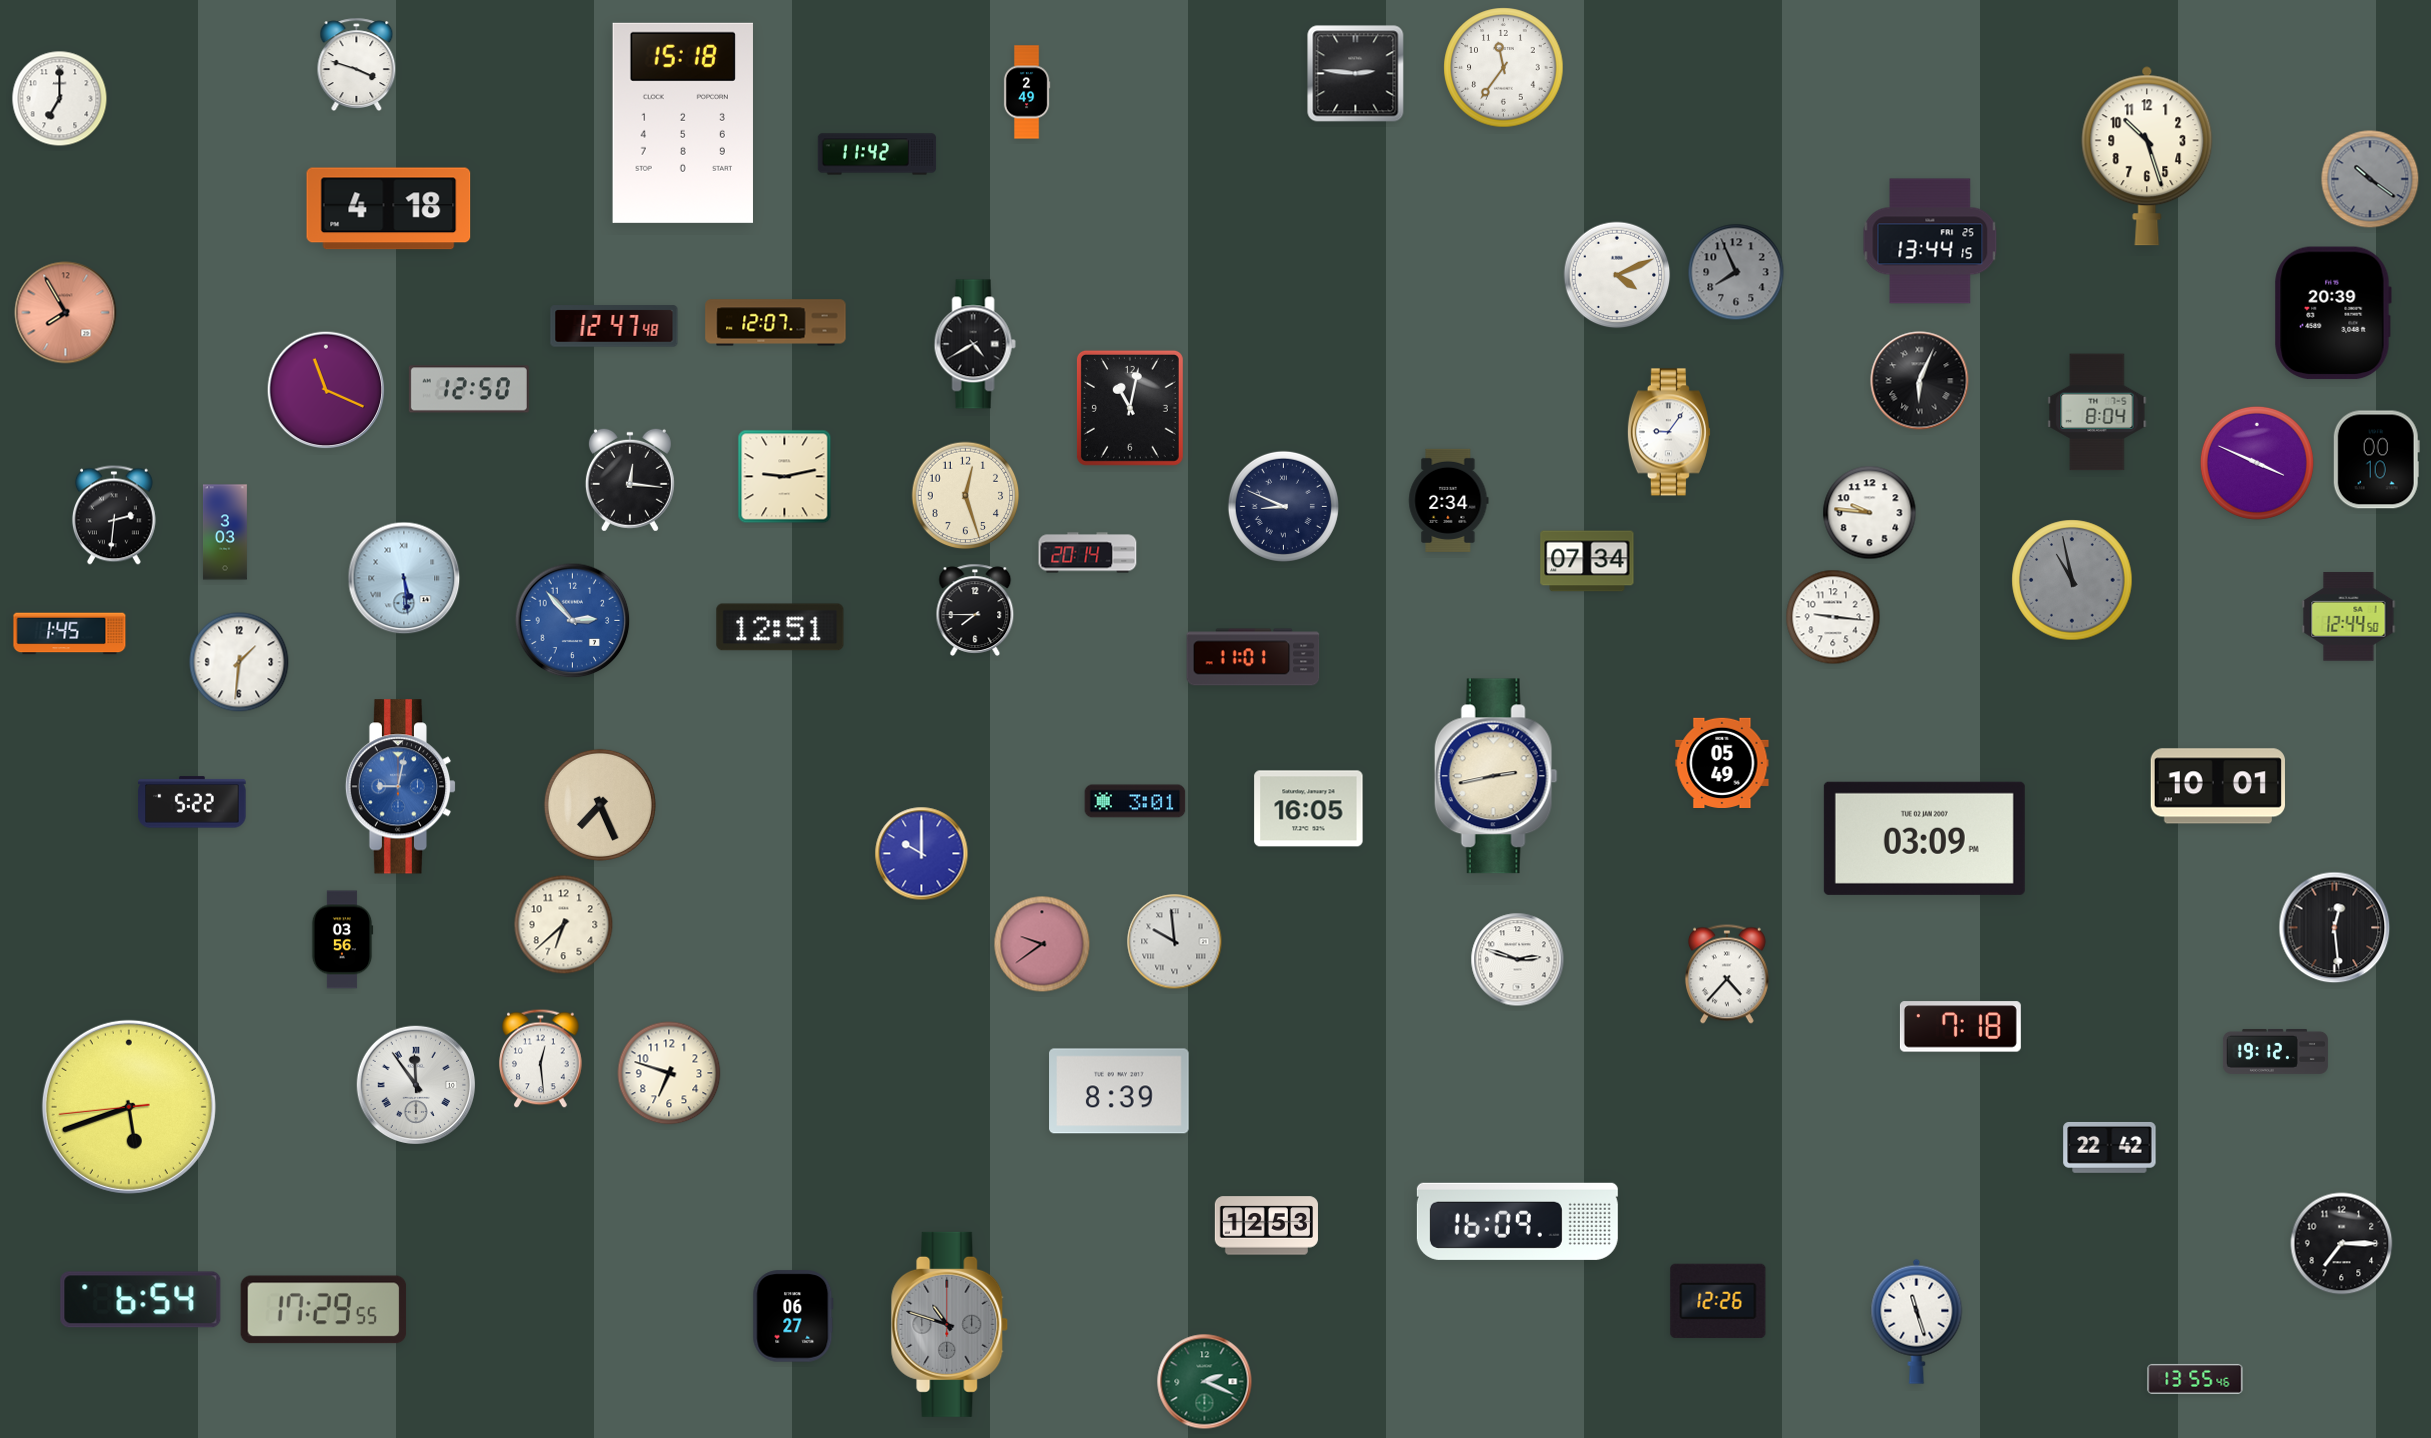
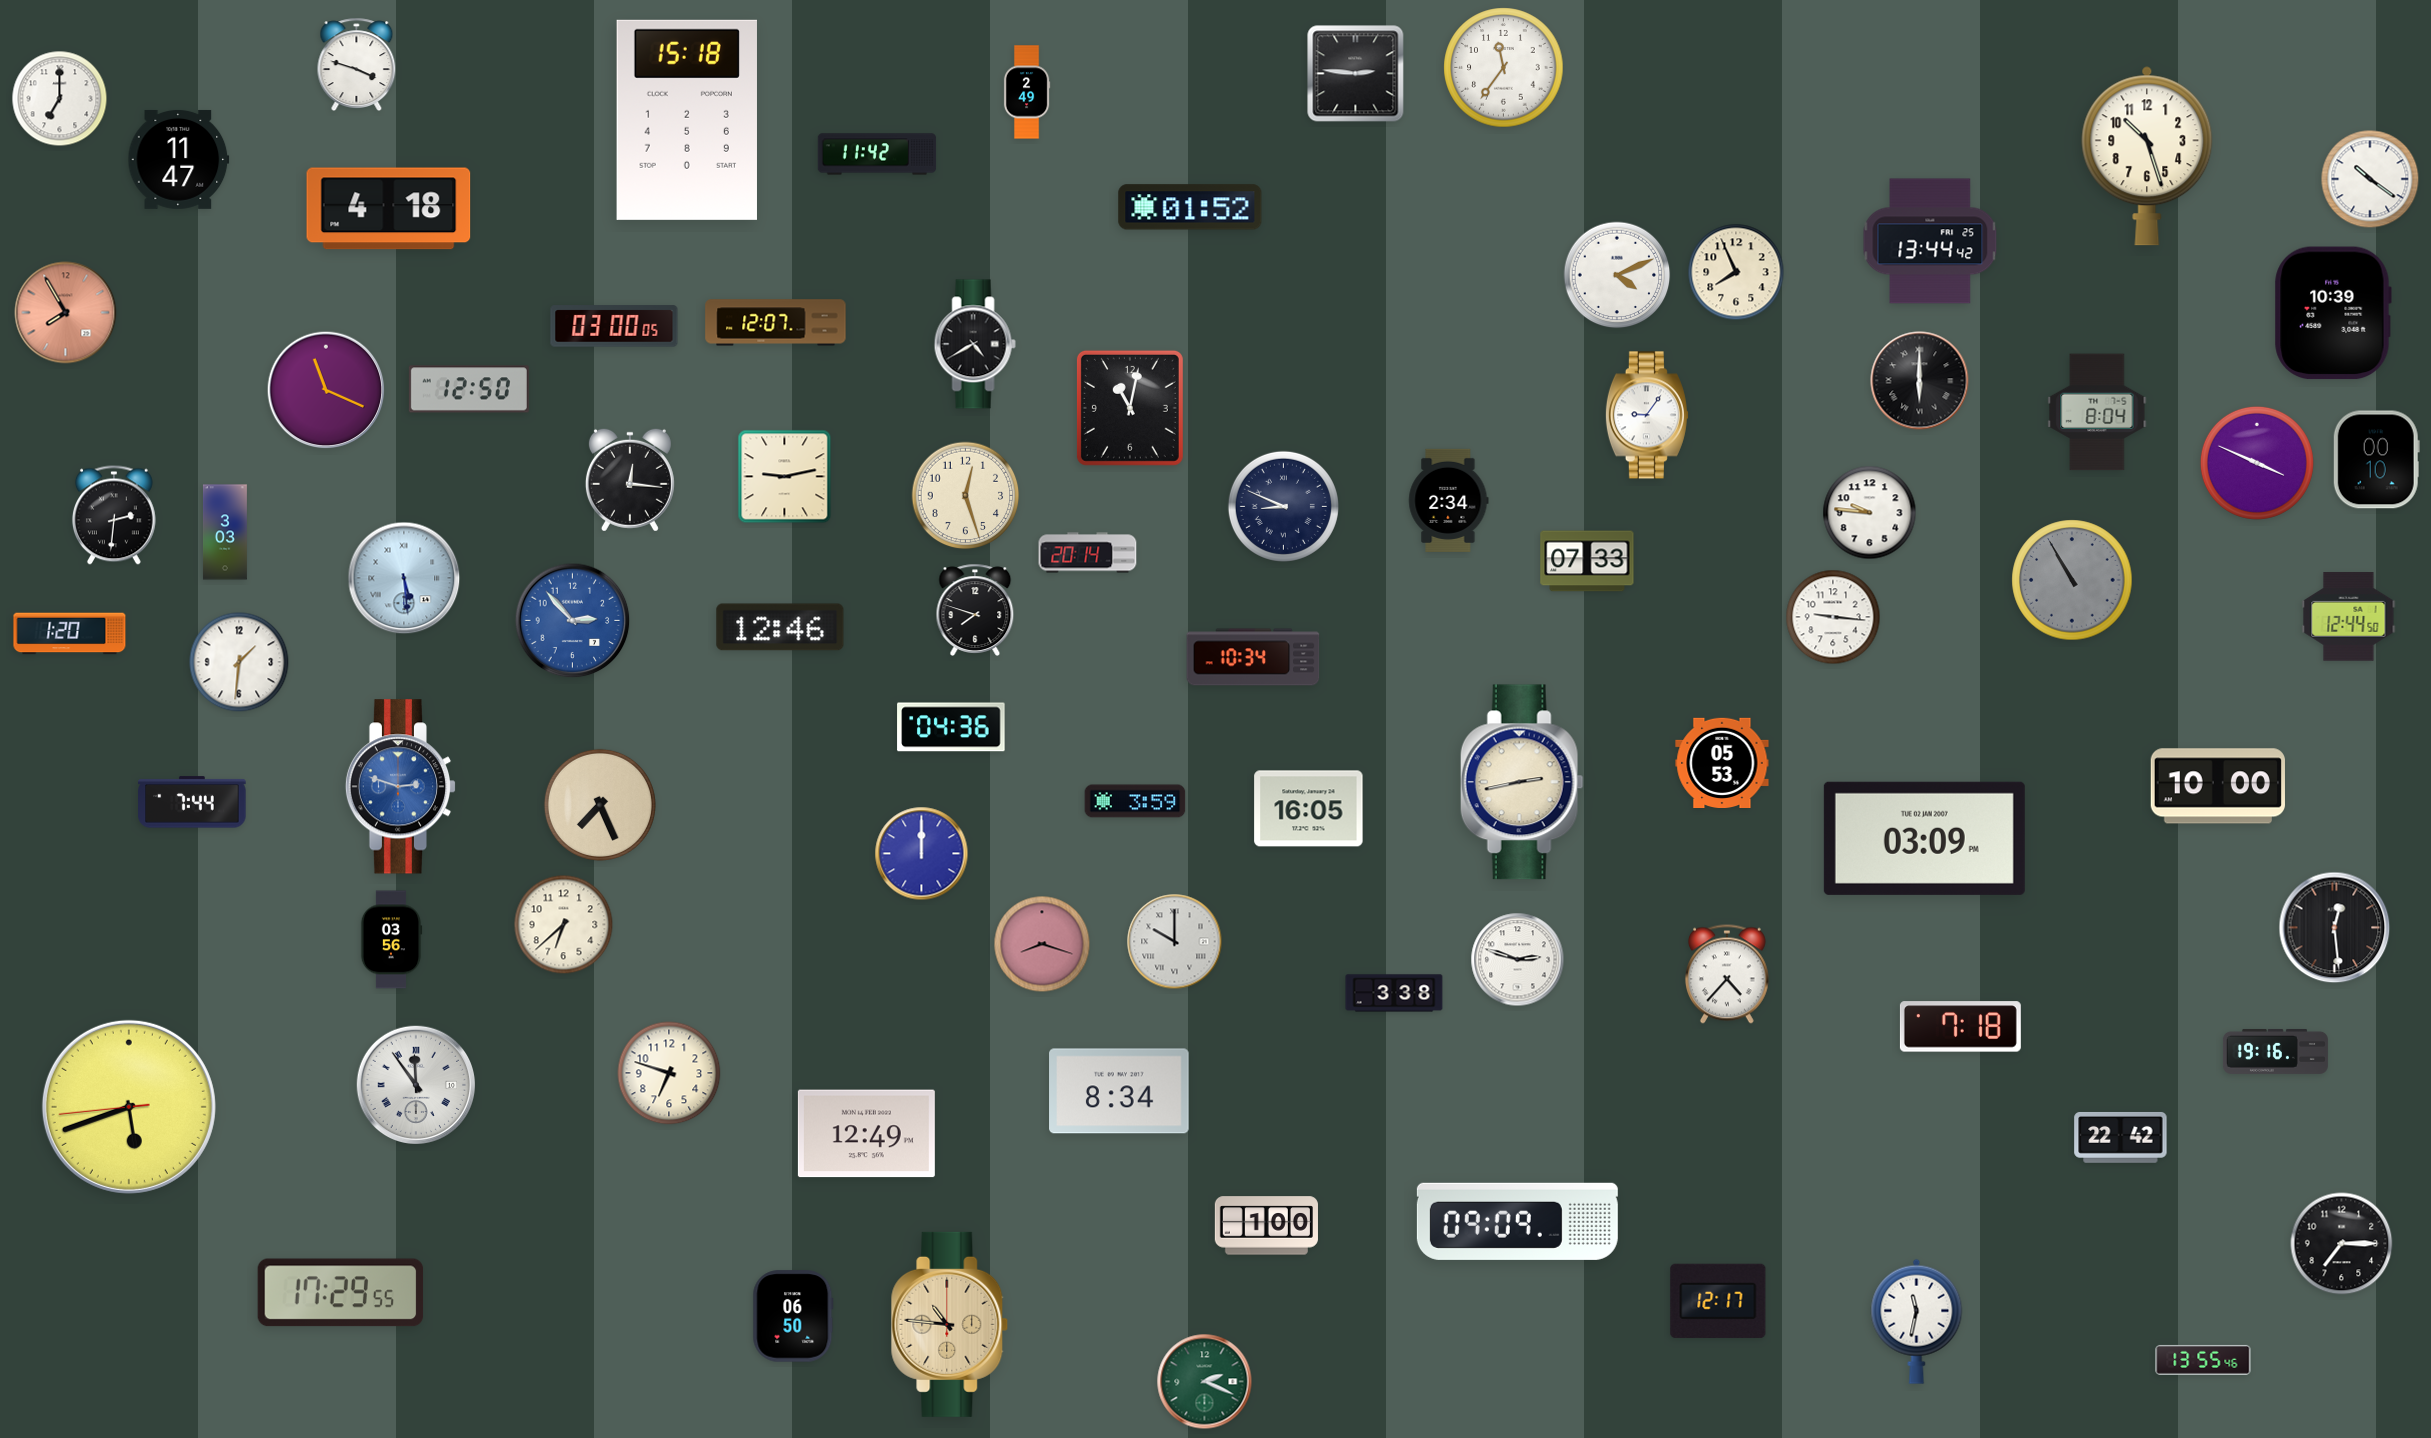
clock at (683, 123) position: (683, 123) -> (687, 120)
clock at (179, 159): none -> 11:47
clock at (2370, 179) dial: grey -> white
clock at (1190, 207): none -> 01:52
clock at (1930, 241): 13:44:15 -> 13:44:42
clock at (1736, 272) dial: grey -> cream
clock at (2333, 313): 20:39 -> 10:39
clock at (614, 326): 12:47 -> 03:00
clock at (1920, 381): 6:04 -> 6:00
clock at (1669, 432) position: (1669, 432) -> (1647, 415)
clock at (1587, 561): 07:34 -> 07:33
clock at (2072, 580): 10:58 -> 10:55
clock at (975, 610): 7:45 -> 7:48
clock at (780, 627): 12:51 -> 12:46
clock at (70, 634): 1:45 -> 1:20
clock at (1253, 657): 11:01 -> 10:34
clock at (951, 727): none -> 04:36
clock at (1722, 762): 05:49 -> 05:53
clock at (1496, 776) position: (1496, 776) -> (1522, 782)
clock at (2218, 786): 10:01 -> 10:00
clock at (401, 787): 9:02 -> 2:48
clock at (1135, 801): 3:01 -> 3:59
clock at (192, 802): 5:22 -> 7:44
clock at (922, 854): 10:00 -> 12:00
clock at (342, 940) position: (342, 940) -> (391, 940)
clock at (1175, 942): 9:59 -> 10:00
clock at (1042, 944): 9:39 -> 8:18
clock at (1394, 993): none -> 3:38
clock at (2275, 1051): 19:12 -> 19:16
clock at (541, 1059): 12:29 -> none
clock at (1119, 1091): 8:39 -> 8:34
clock at (866, 1134): none -> 12:49
clock at (2110, 1147) position: (2110, 1147) -> (2121, 1137)
clock at (1517, 1221): 16:09 -> 09:09
clock at (1266, 1226): 12:53 -> 1:00
clock at (141, 1300): 6:54 -> none
clock at (1718, 1301): 12:26 -> 12:17
clock at (324, 1310) position: (324, 1310) -> (341, 1293)
clock at (793, 1316): 06:27 -> 06:50
clock at (1917, 1321): 11:27 -> 11:32
clock at (950, 1324): 10:48 -> 10:46
clock at (950, 1324) dial: grey -> champagne
clock at (2195, 1379) position: (2195, 1379) -> (2203, 1360)
